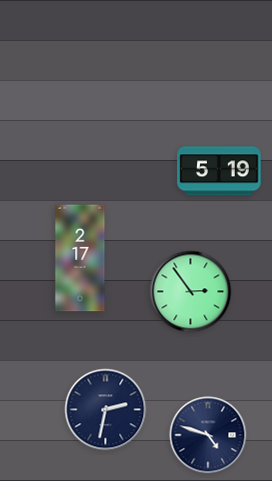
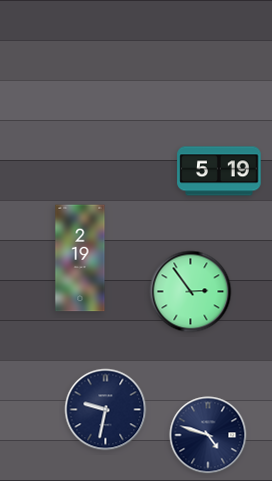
clock at (80, 258): 2:17 -> 2:19
clock at (106, 410): 2:32 -> 9:32
